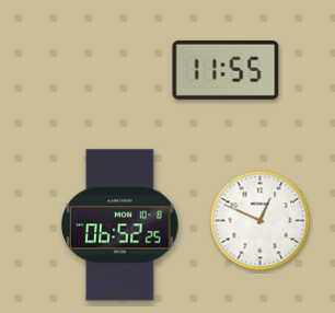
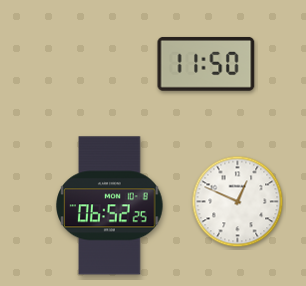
clock at (226, 70): 11:55 -> 11:50
